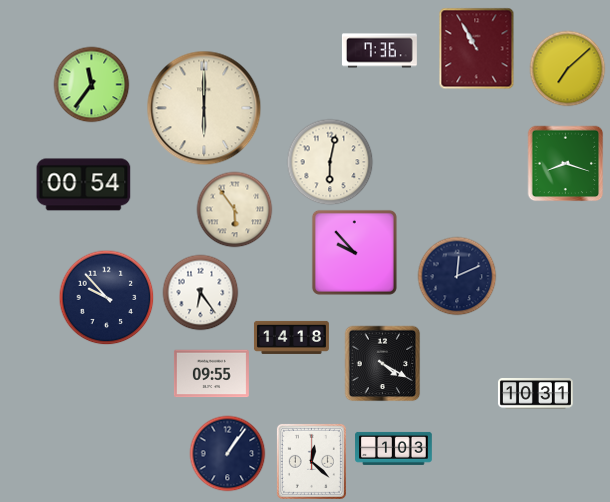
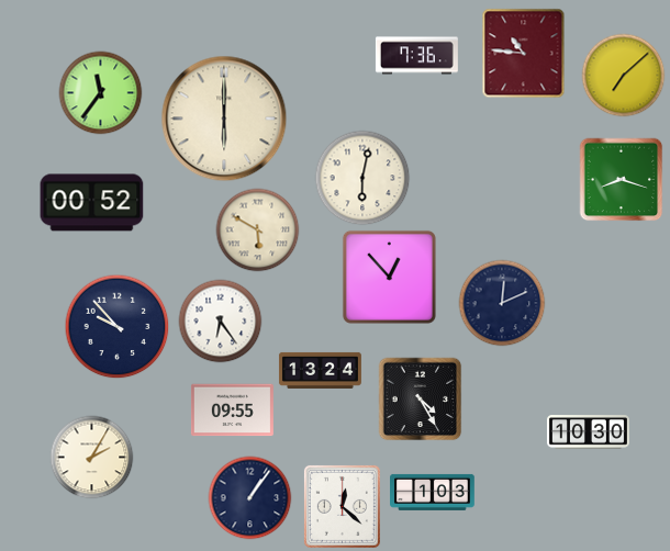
clock at (477, 49): 10:55 -> 10:46
clock at (84, 185): 00:54 -> 00:52
clock at (235, 210): 5:54 -> 5:50
clock at (354, 252): 9:53 -> 12:53
clock at (291, 337): 14:18 -> 13:24
clock at (383, 364): 4:20 -> 4:25
clock at (535, 394): 10:31 -> 10:30
clock at (92, 458): none -> 2:05
